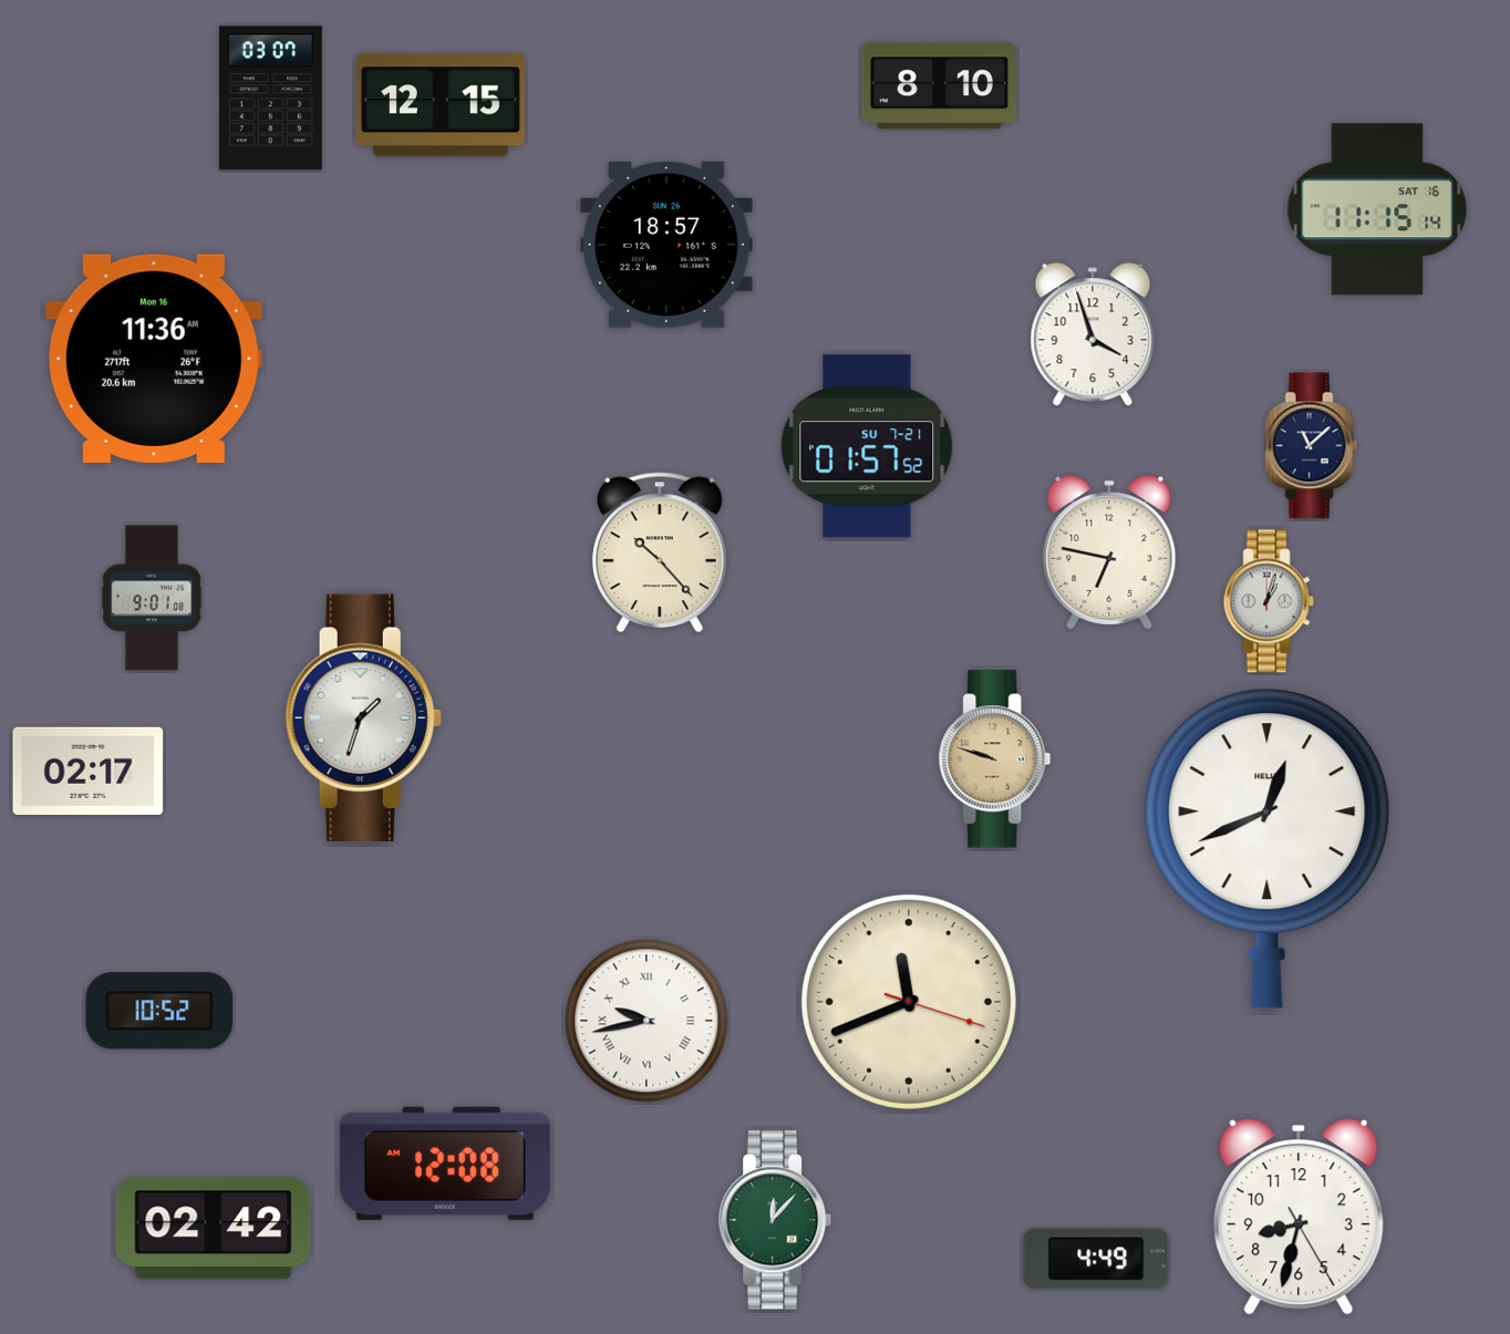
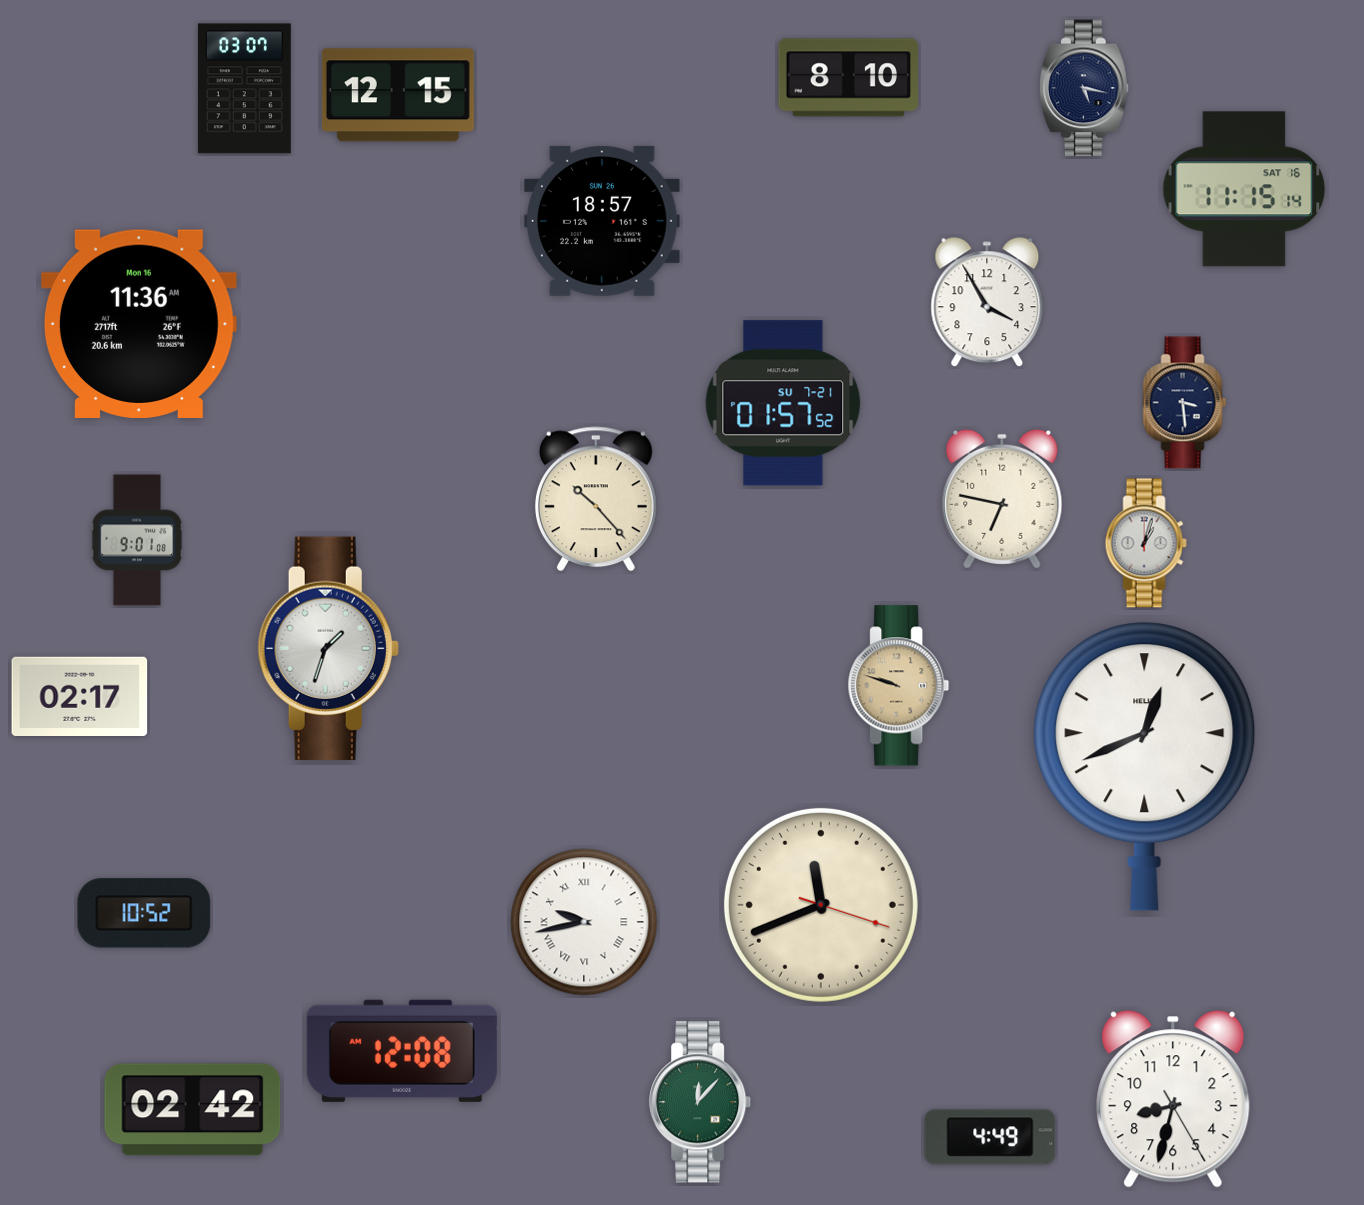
clock at (1085, 88): none -> 5:17
clock at (1093, 335): 3:57 -> 3:55
clock at (1312, 446): 11:08 -> 3:29
